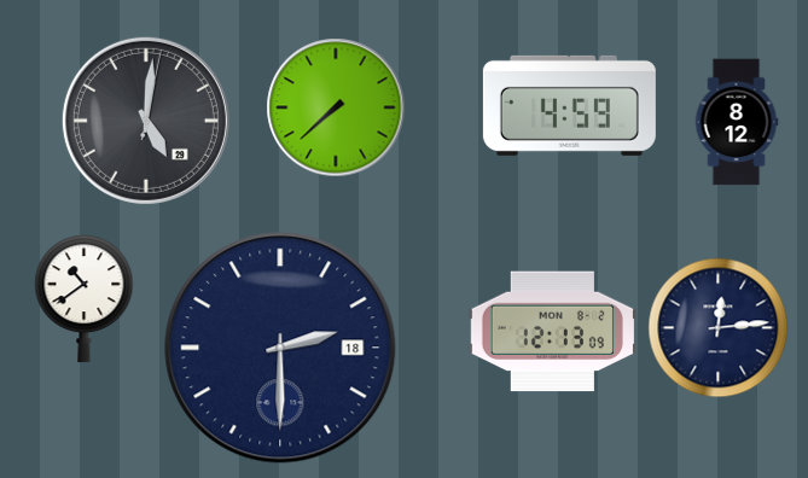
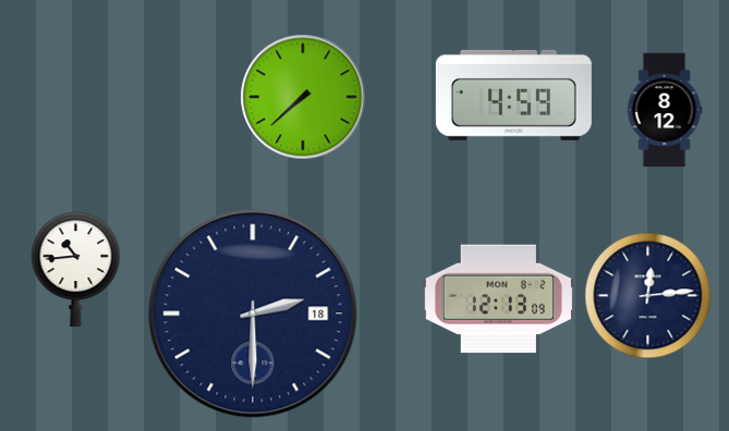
clock at (146, 121): 5:01 -> none
clock at (85, 299): 10:39 -> 10:44
